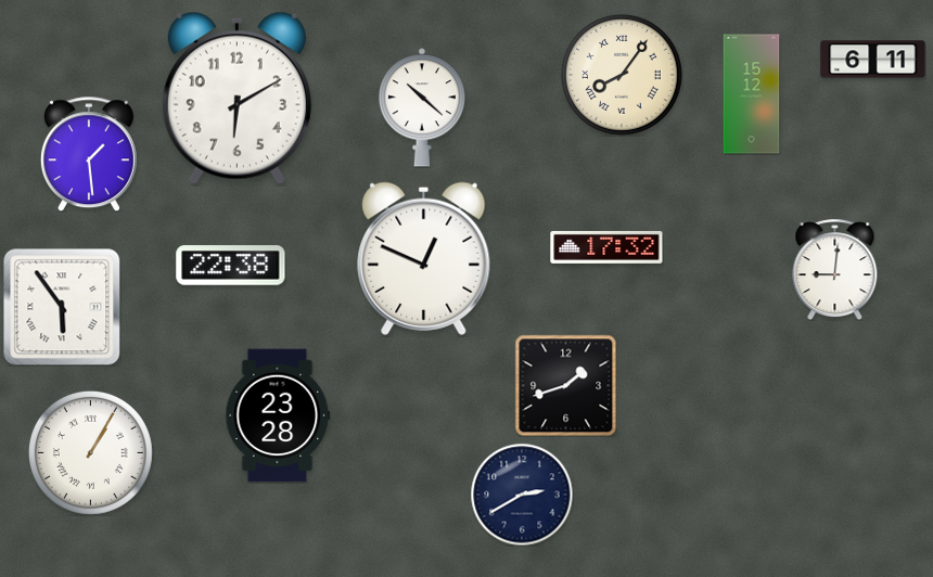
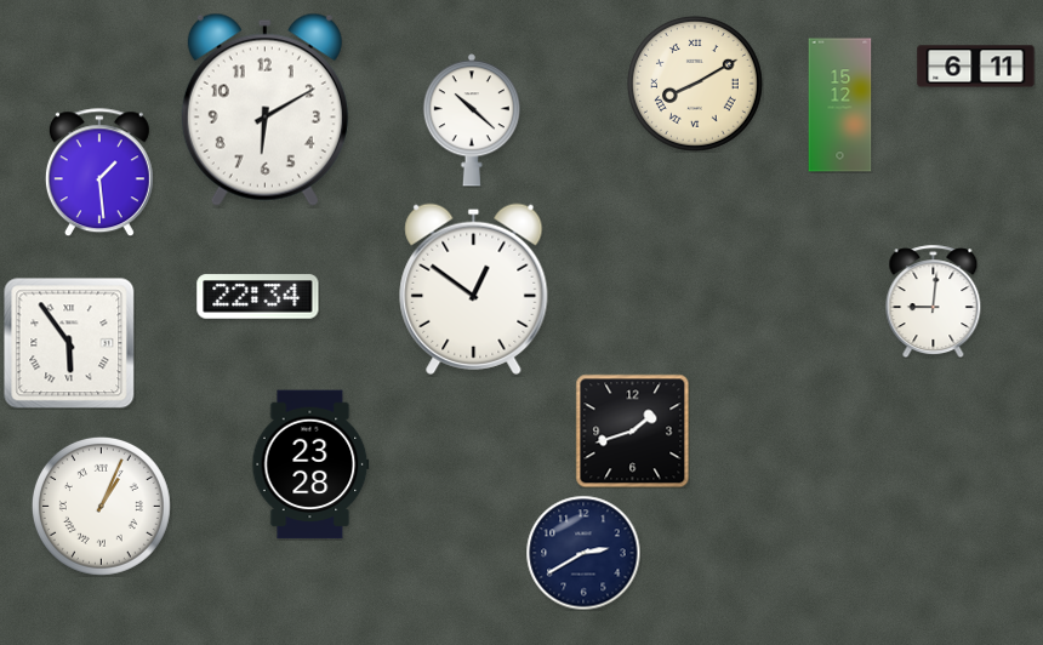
clock at (622, 75): 8:06 -> 8:10
clock at (606, 247): 17:32 -> none
clock at (424, 258): 12:49 -> 12:51
clock at (231, 266): 22:38 -> 22:34
clock at (90, 452): 1:05 -> 1:04
